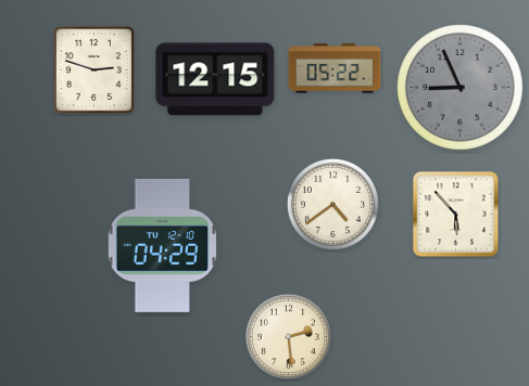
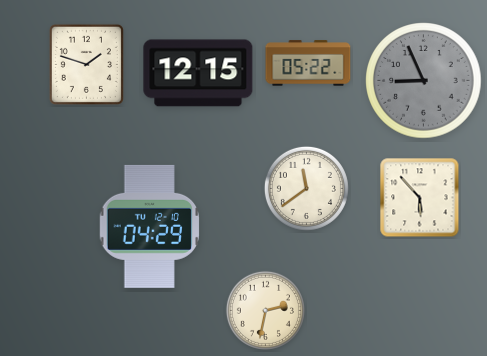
clock at (93, 69): 2:48 -> 1:48
clock at (332, 204): 4:39 -> 11:39
clock at (288, 336): 2:29 -> 2:32
